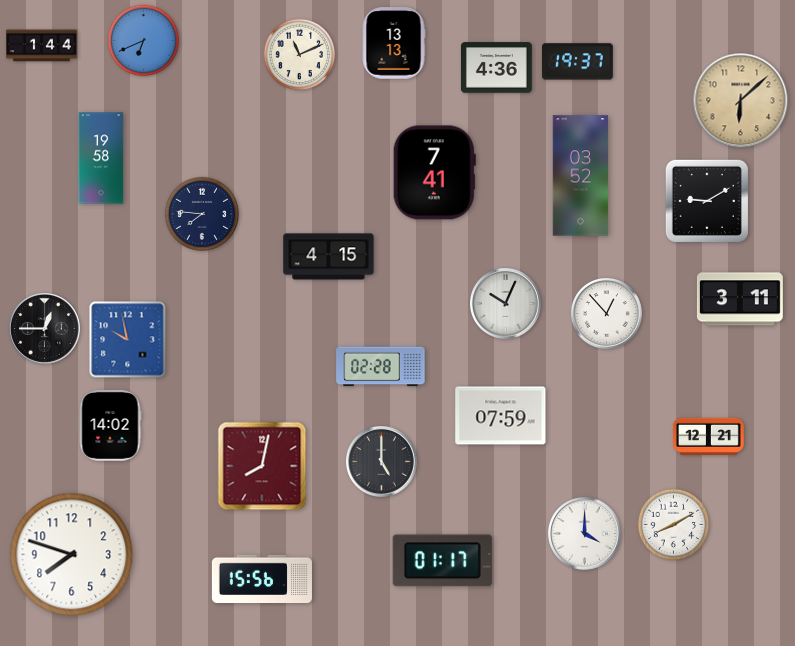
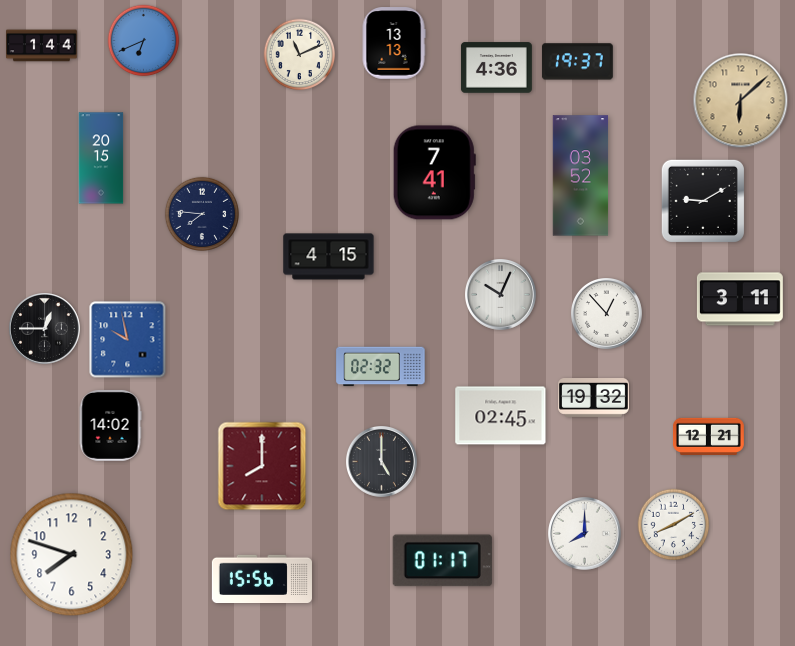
clock at (101, 158): 19:58 -> 20:15
clock at (707, 201) position: (707, 201) -> (703, 201)
clock at (506, 304) position: (506, 304) -> (501, 295)
clock at (381, 367): 02:28 -> 02:32
clock at (594, 398): none -> 19:32
clock at (501, 416): 07:59 -> 02:45
clock at (262, 466): 8:02 -> 8:00
clock at (585, 534): 4:00 -> 8:00
